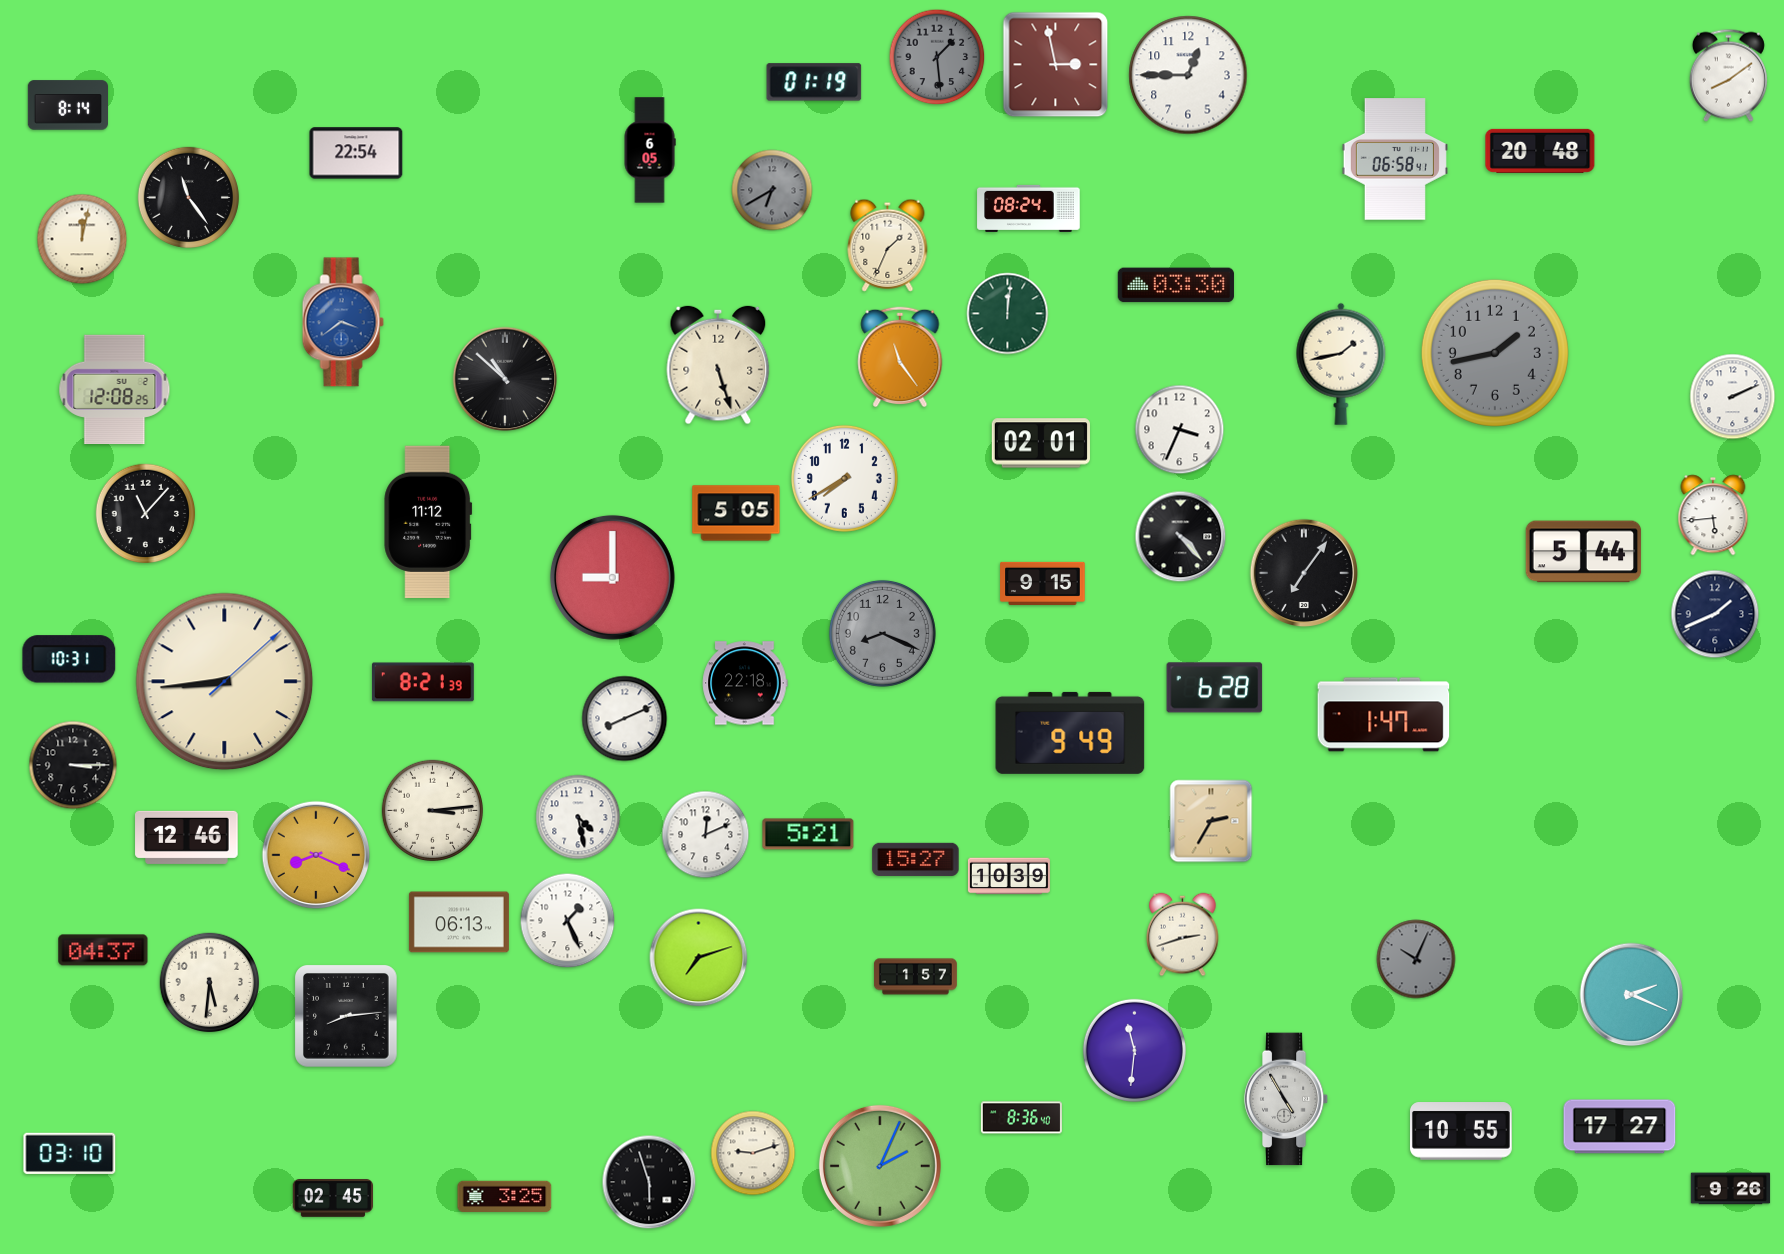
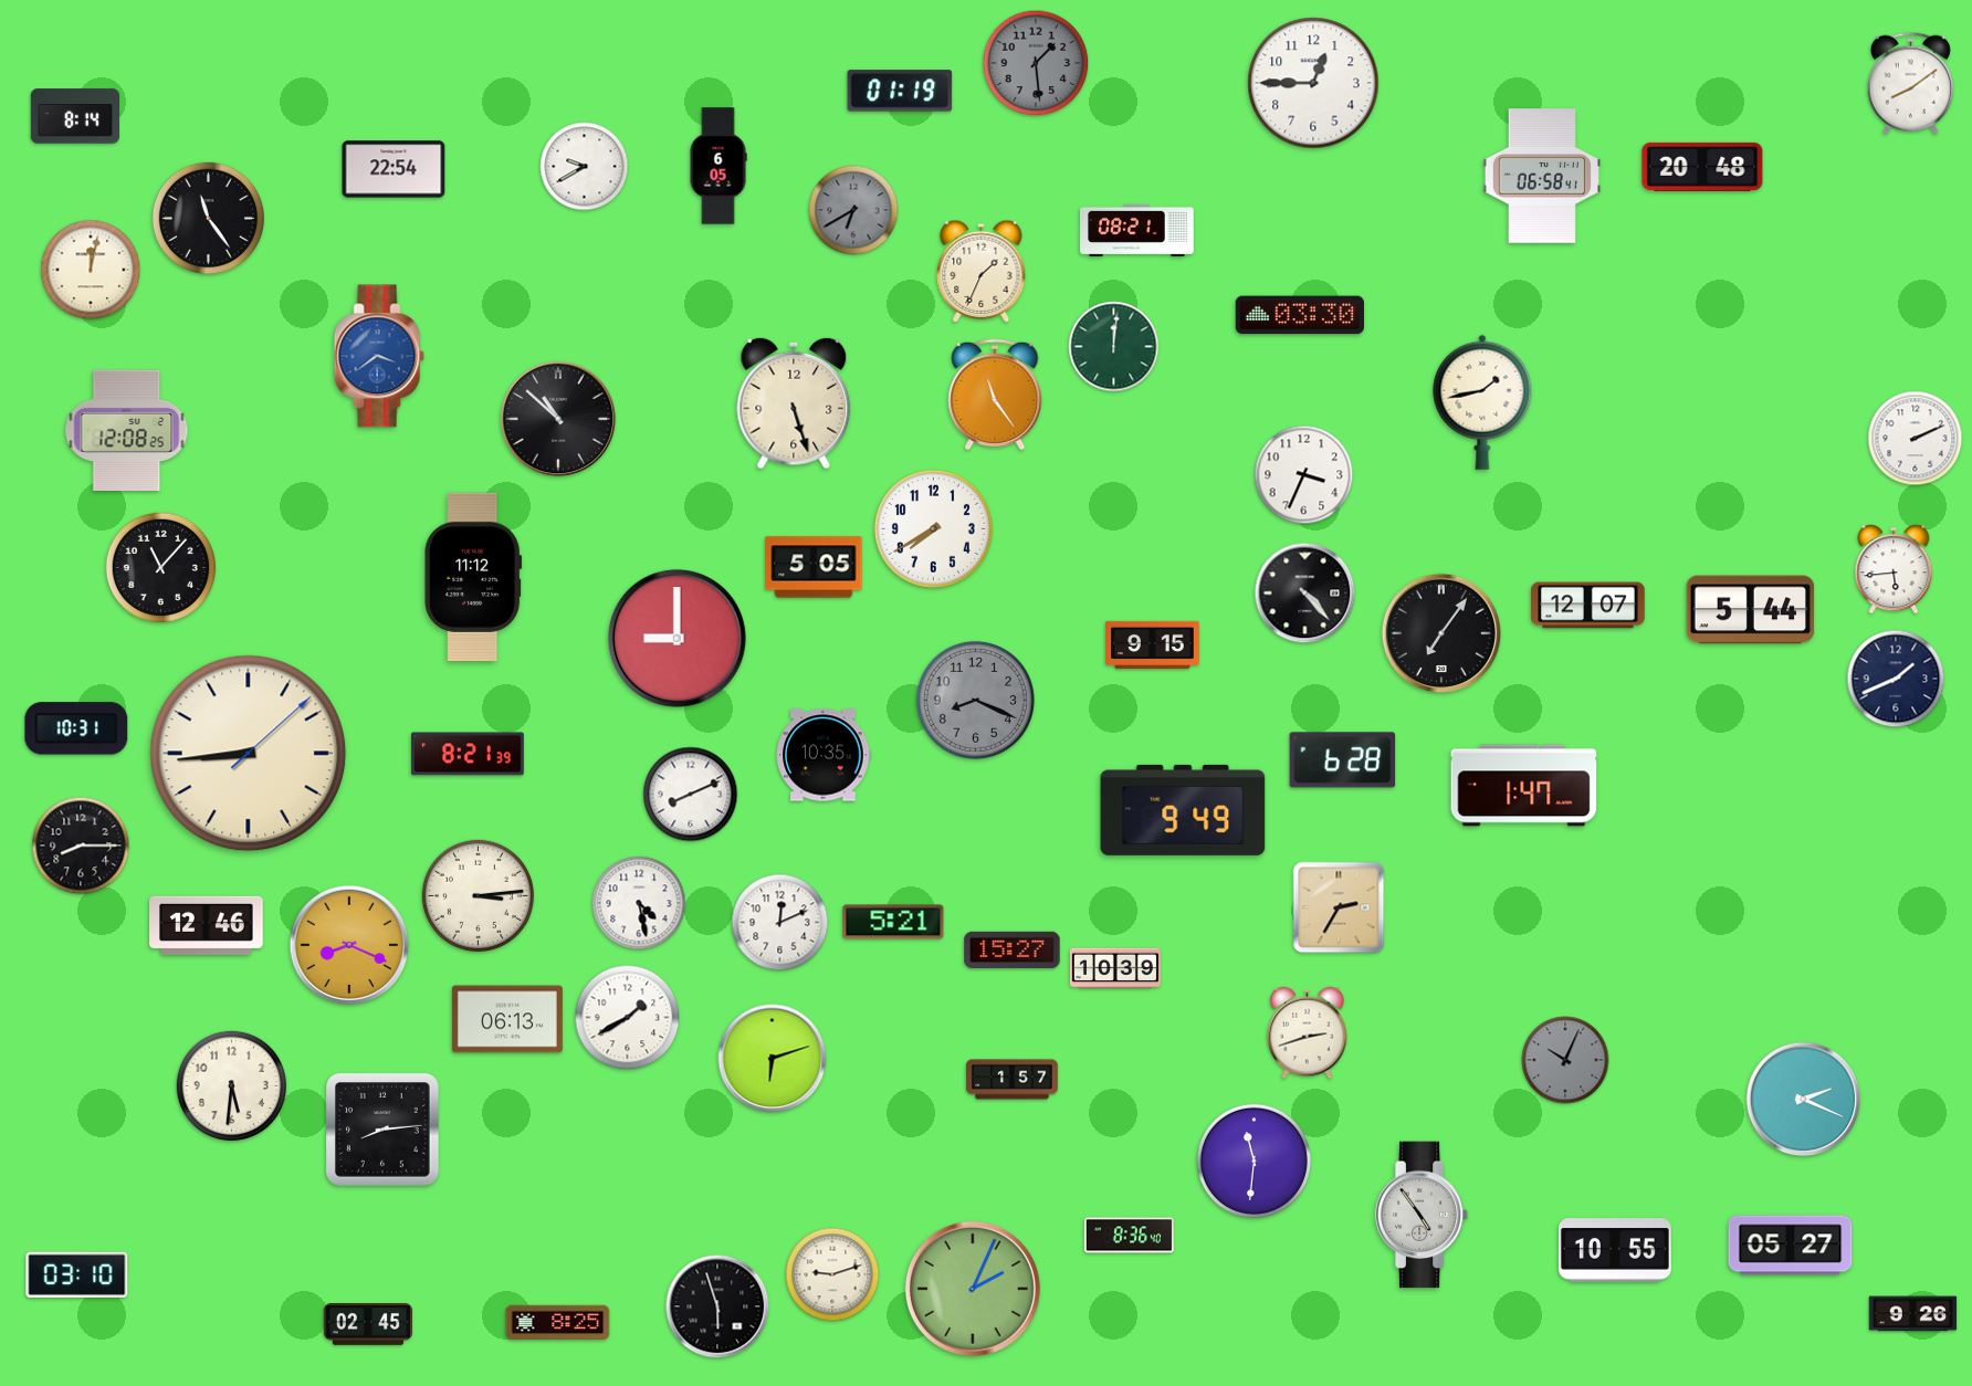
clock at (1056, 65): 2:58 -> none
clock at (585, 167): none -> 9:40
clock at (1029, 208): 08:24 -> 08:21
clock at (82, 239) position: (82, 239) -> (91, 270)
clock at (1495, 353): 1:43 -> none
clock at (1041, 443): 02:01 -> none
clock at (1588, 606): none -> 12:07
clock at (745, 683): 22:18 -> 10:35
clock at (1384, 715) position: (1384, 715) -> (1524, 786)
clock at (73, 765): 3:15 -> 8:15
clock at (568, 921): 1:26 -> 1:40
clock at (103, 950): 04:37 -> none
clock at (699, 958): 7:12 -> 6:12
clock at (347, 1017) position: (347, 1017) -> (384, 1131)
clock at (1286, 1099): 4:55 -> 4:54
clock at (1620, 1127): 17:27 -> 05:27
clock at (505, 1196): 3:25 -> 8:25
